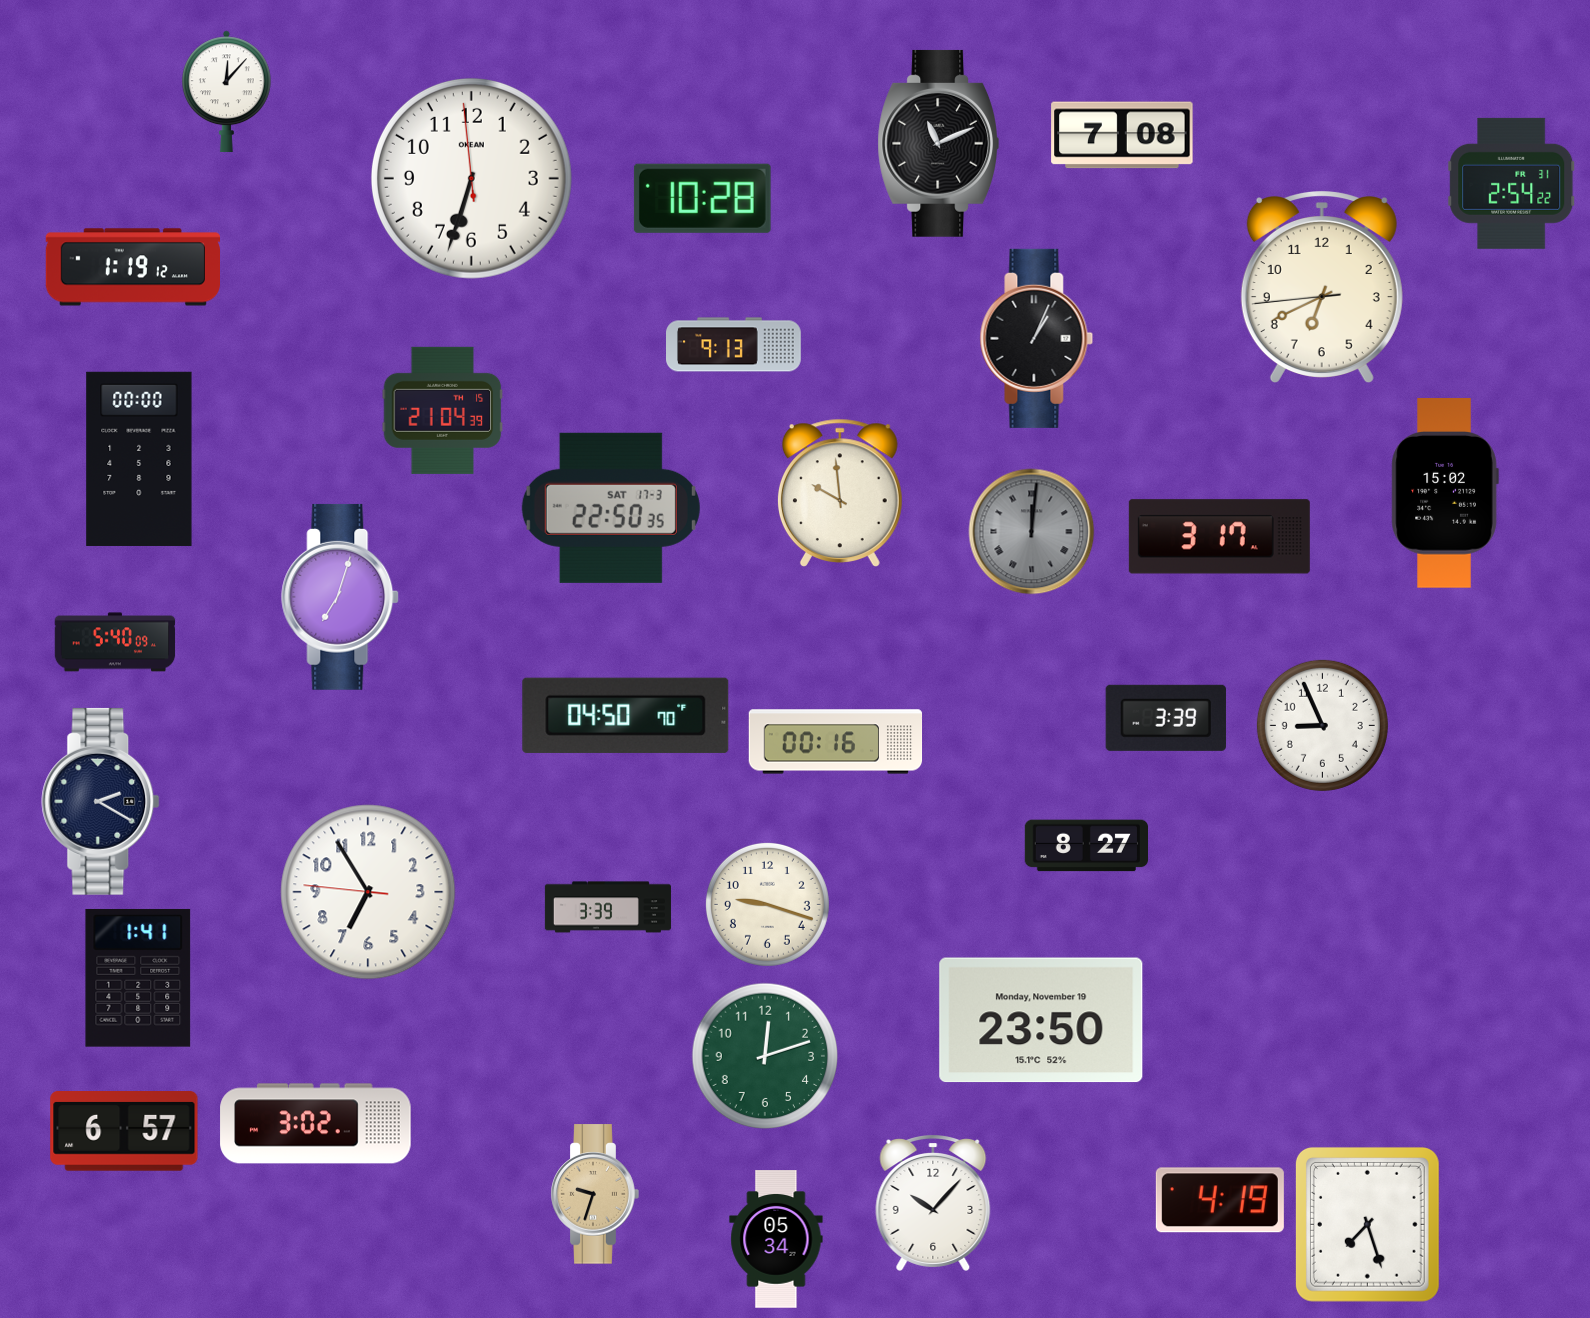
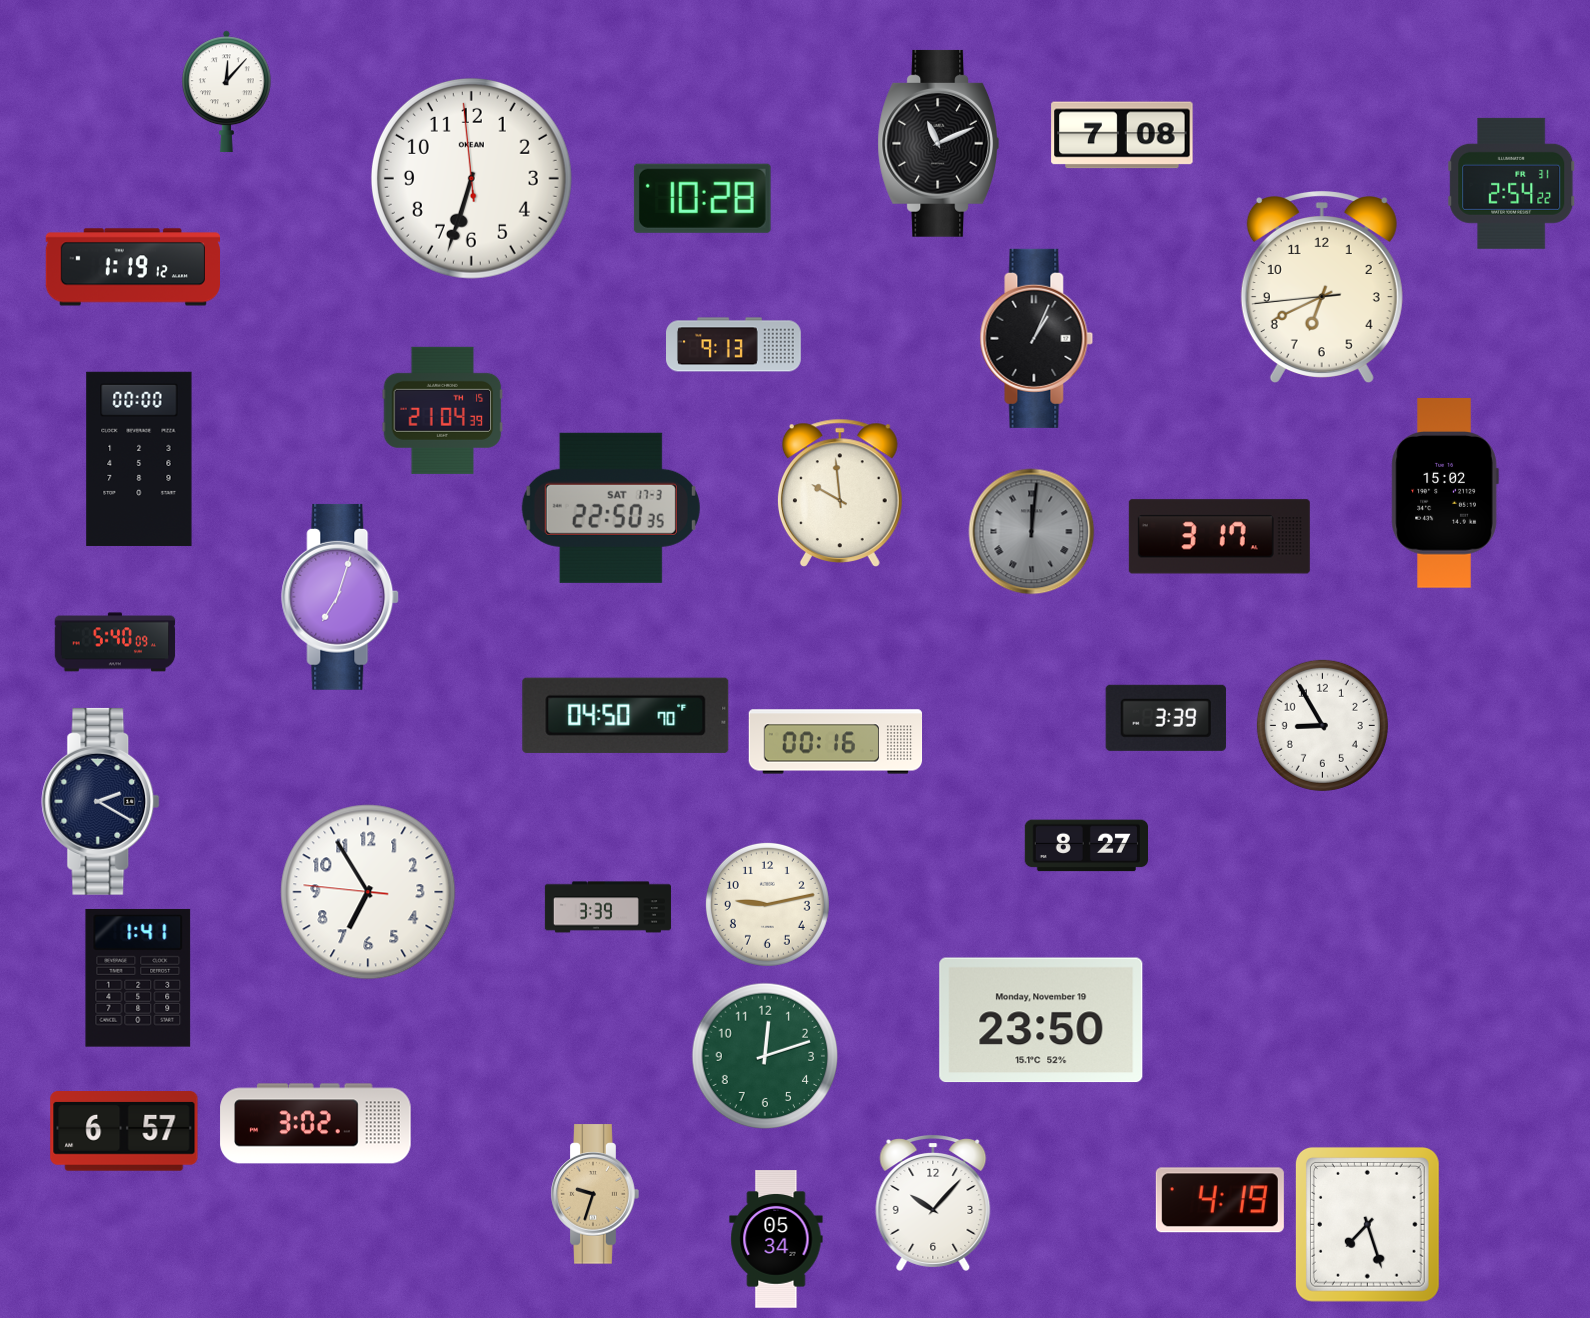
clock at (1322, 725): 8:56 -> 8:55
clock at (767, 904): 9:18 -> 9:13
